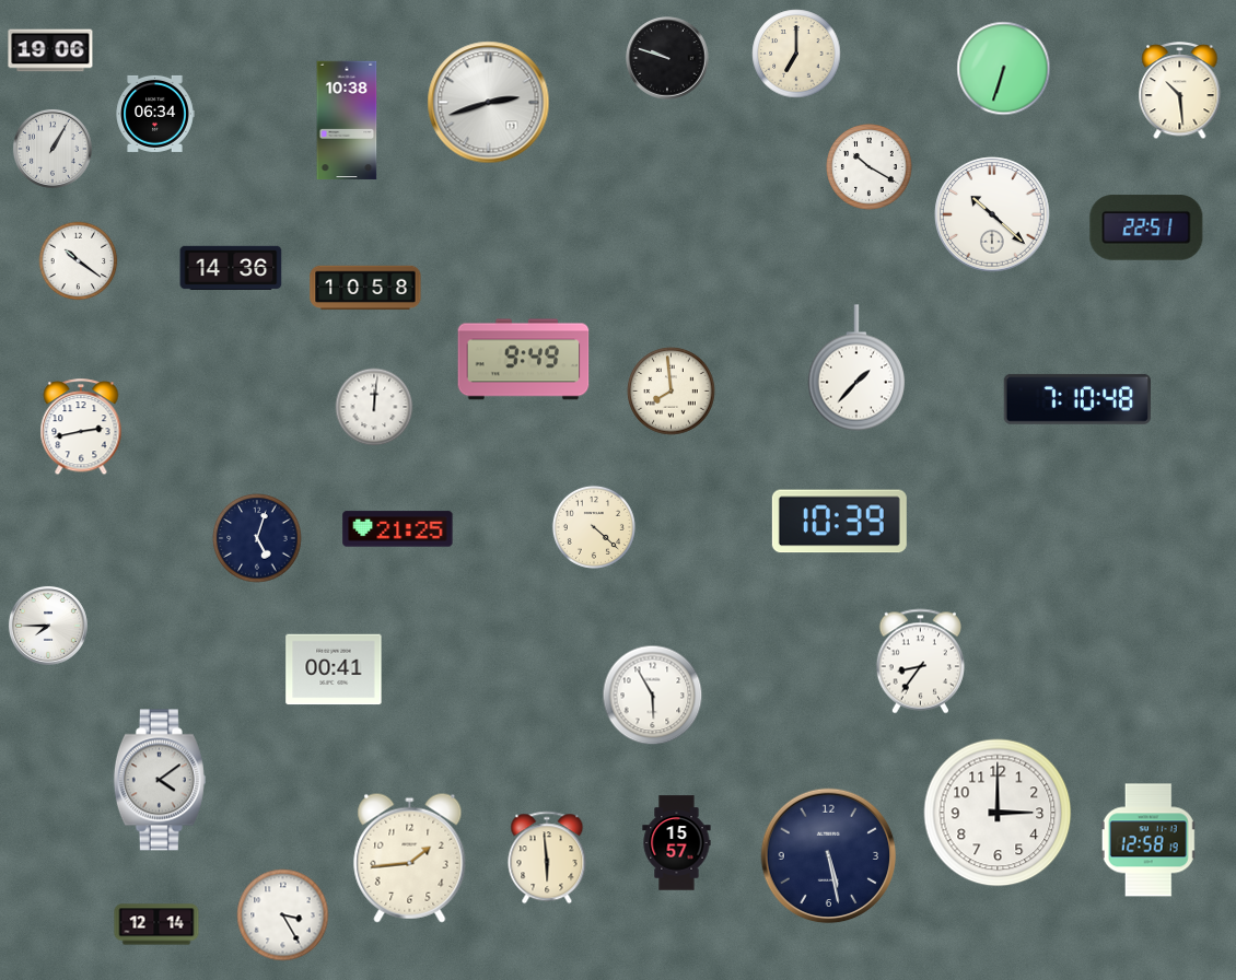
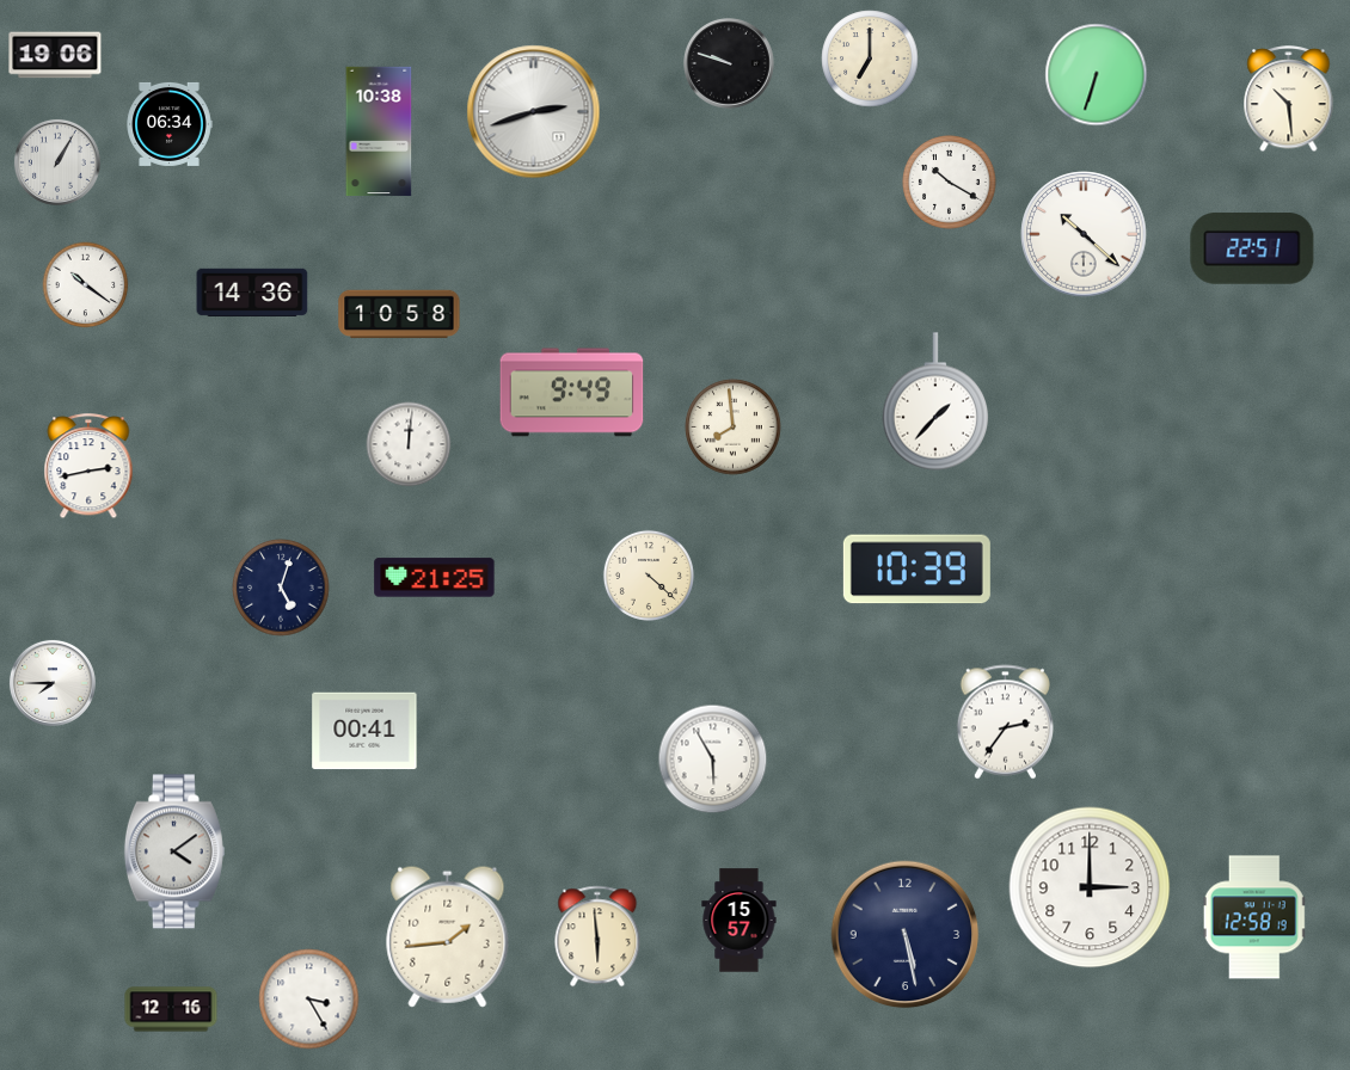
clock at (1077, 399): 7:10 -> none
clock at (920, 662): 8:36 -> 2:36
clock at (156, 924): 12:14 -> 12:16
